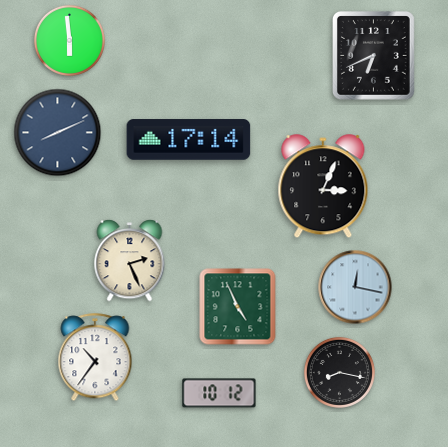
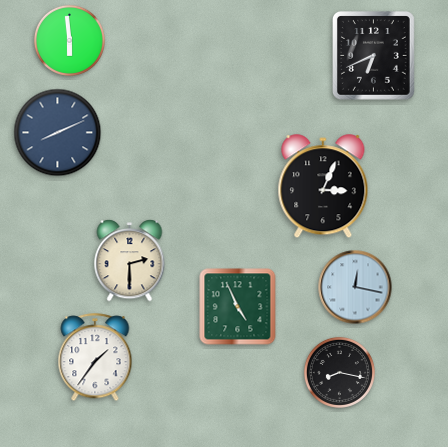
clock at (189, 140): 17:14 -> none
clock at (130, 261): 2:26 -> 2:30
clock at (95, 358): 10:36 -> 1:36
clock at (219, 393): 10:12 -> none
